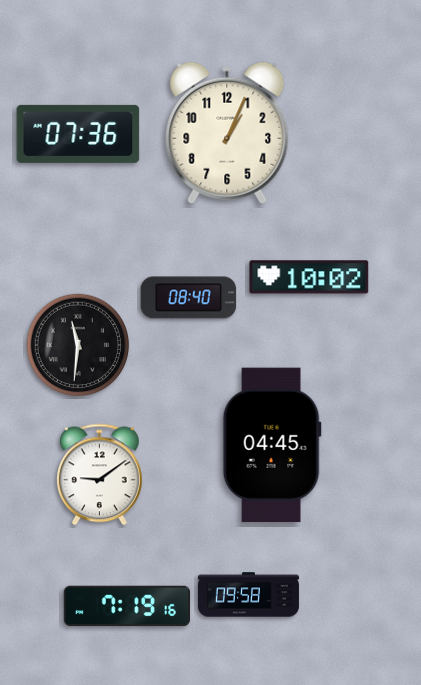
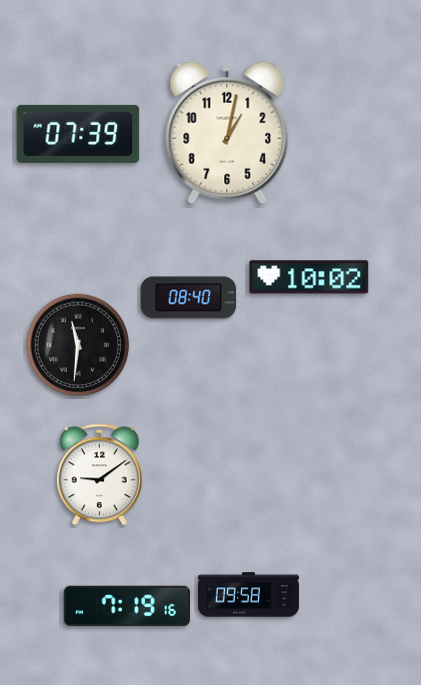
clock at (227, 133): 1:04 -> 1:02
clock at (78, 134): 07:36 -> 07:39
clock at (272, 445): 04:45 -> none
